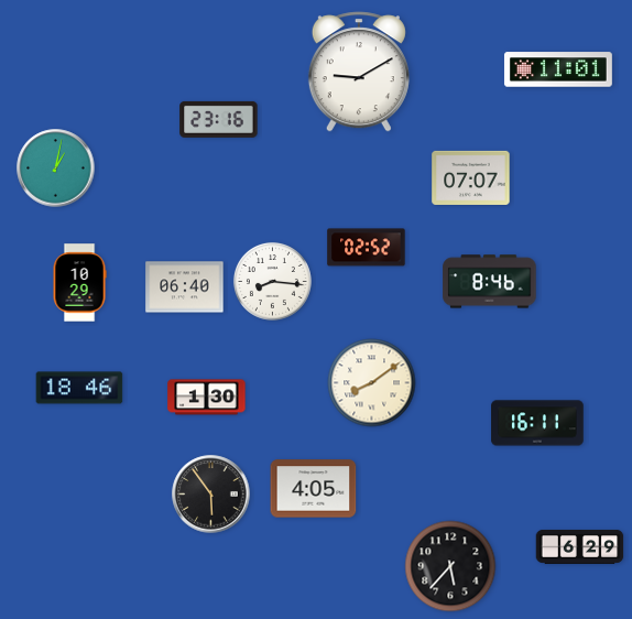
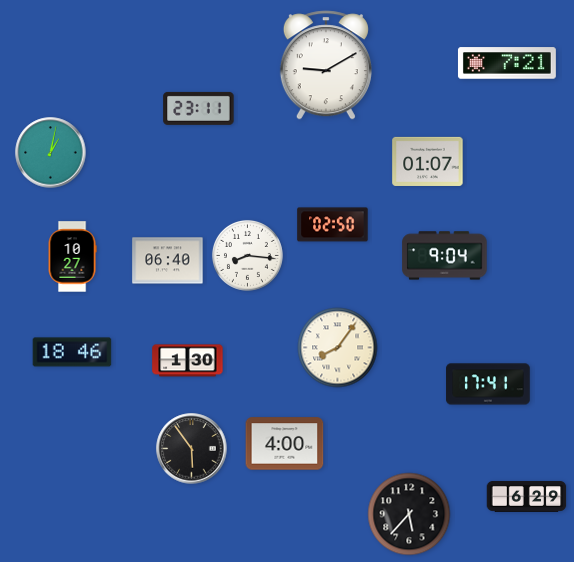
clock at (558, 69): 11:01 -> 7:21
clock at (219, 119): 23:16 -> 23:11
clock at (471, 177): 07:07 -> 01:07
clock at (367, 248): 02:52 -> 02:50
clock at (490, 282): 8:46 -> 9:04
clock at (79, 283): 10:29 -> 10:27
clock at (372, 383): 8:09 -> 8:06
clock at (537, 423): 16:11 -> 17:41
clock at (314, 489): 4:05 -> 4:00
